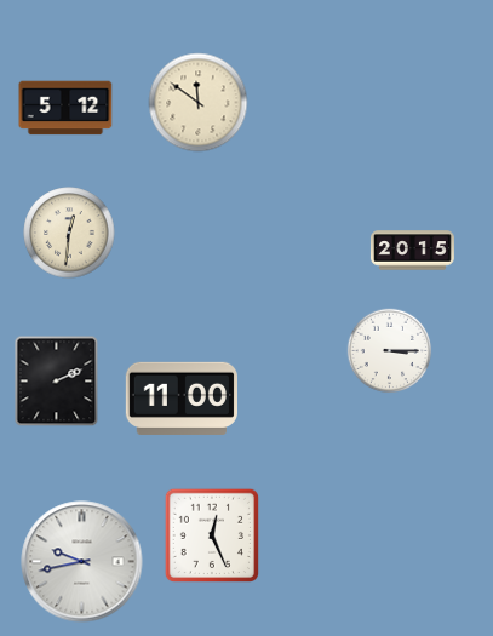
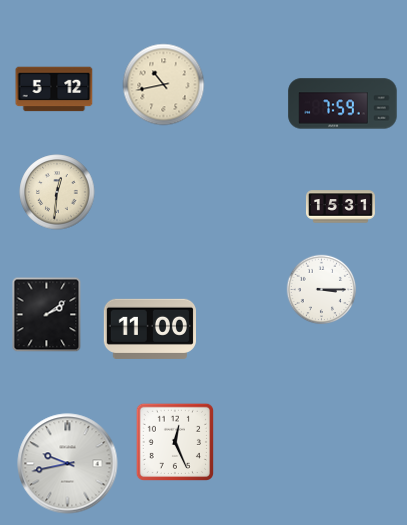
clock at (199, 103): 11:51 -> 10:43
clock at (343, 104): none -> 7:59
clock at (412, 251): 20:15 -> 15:31
clock at (57, 382): 2:11 -> 2:09
